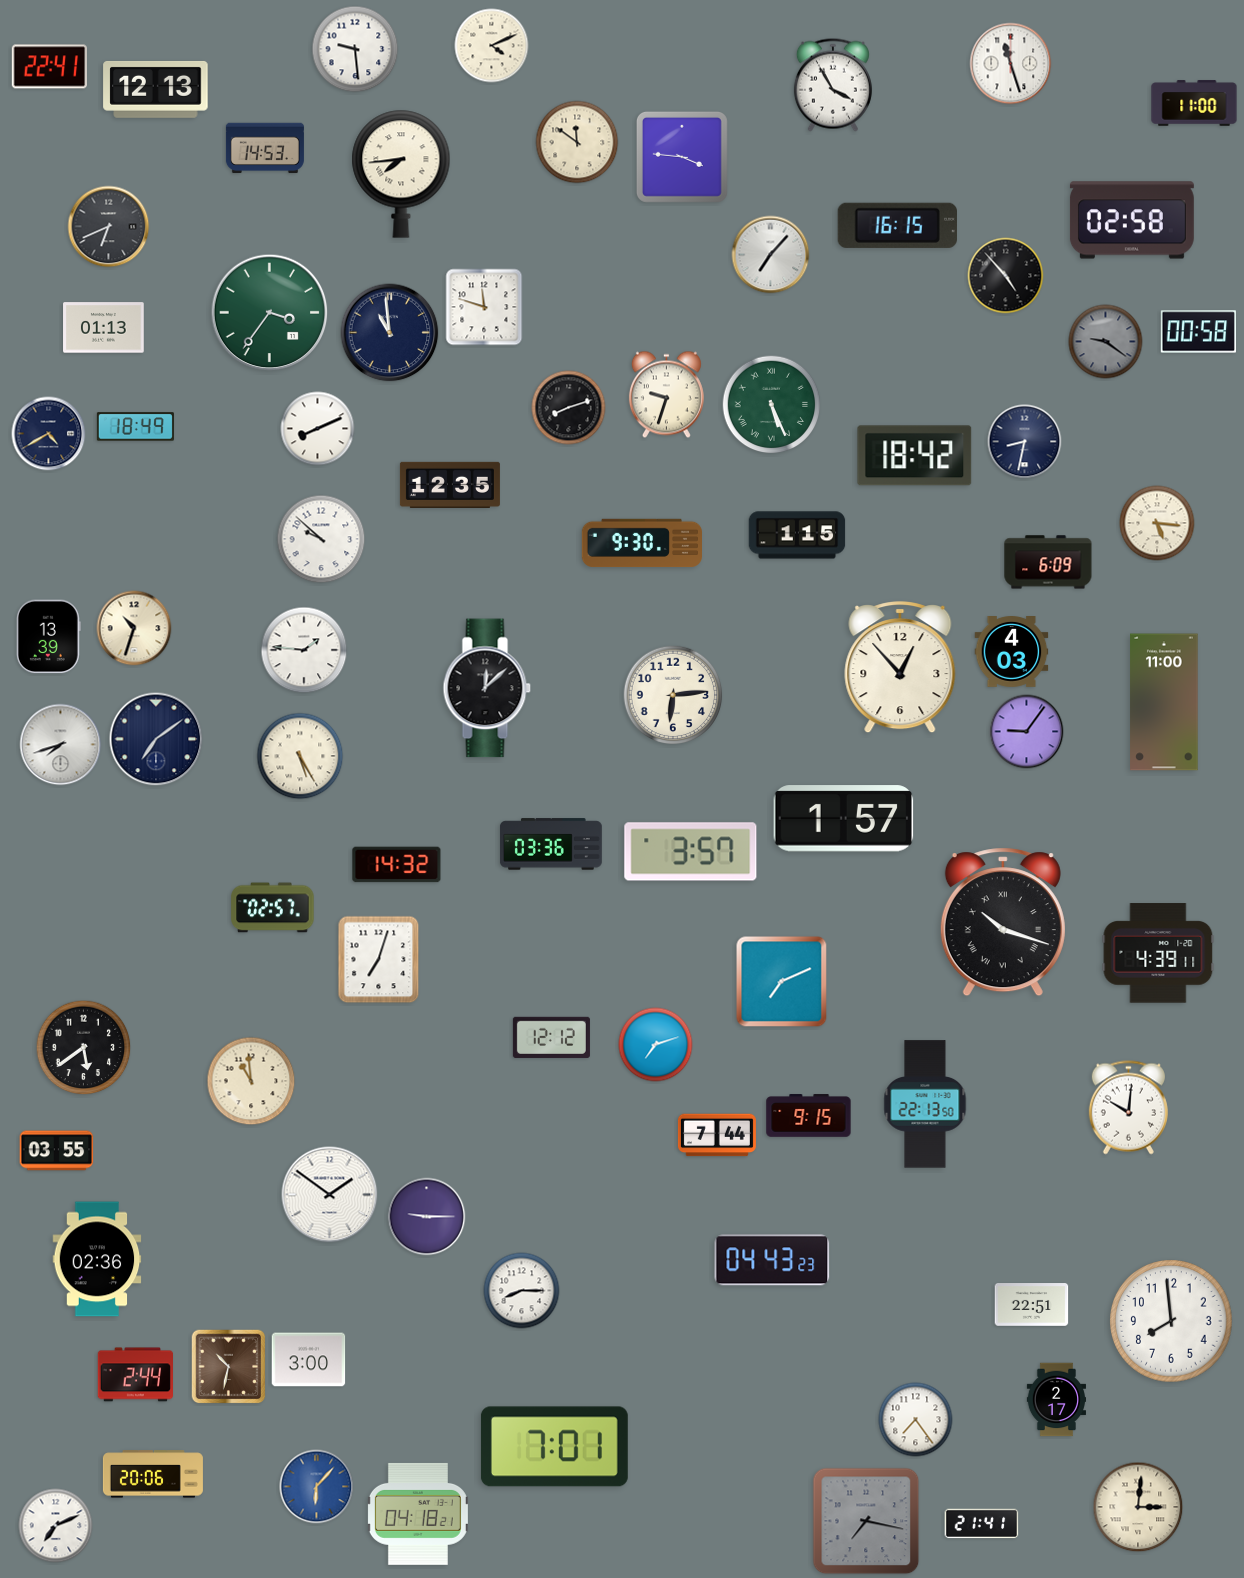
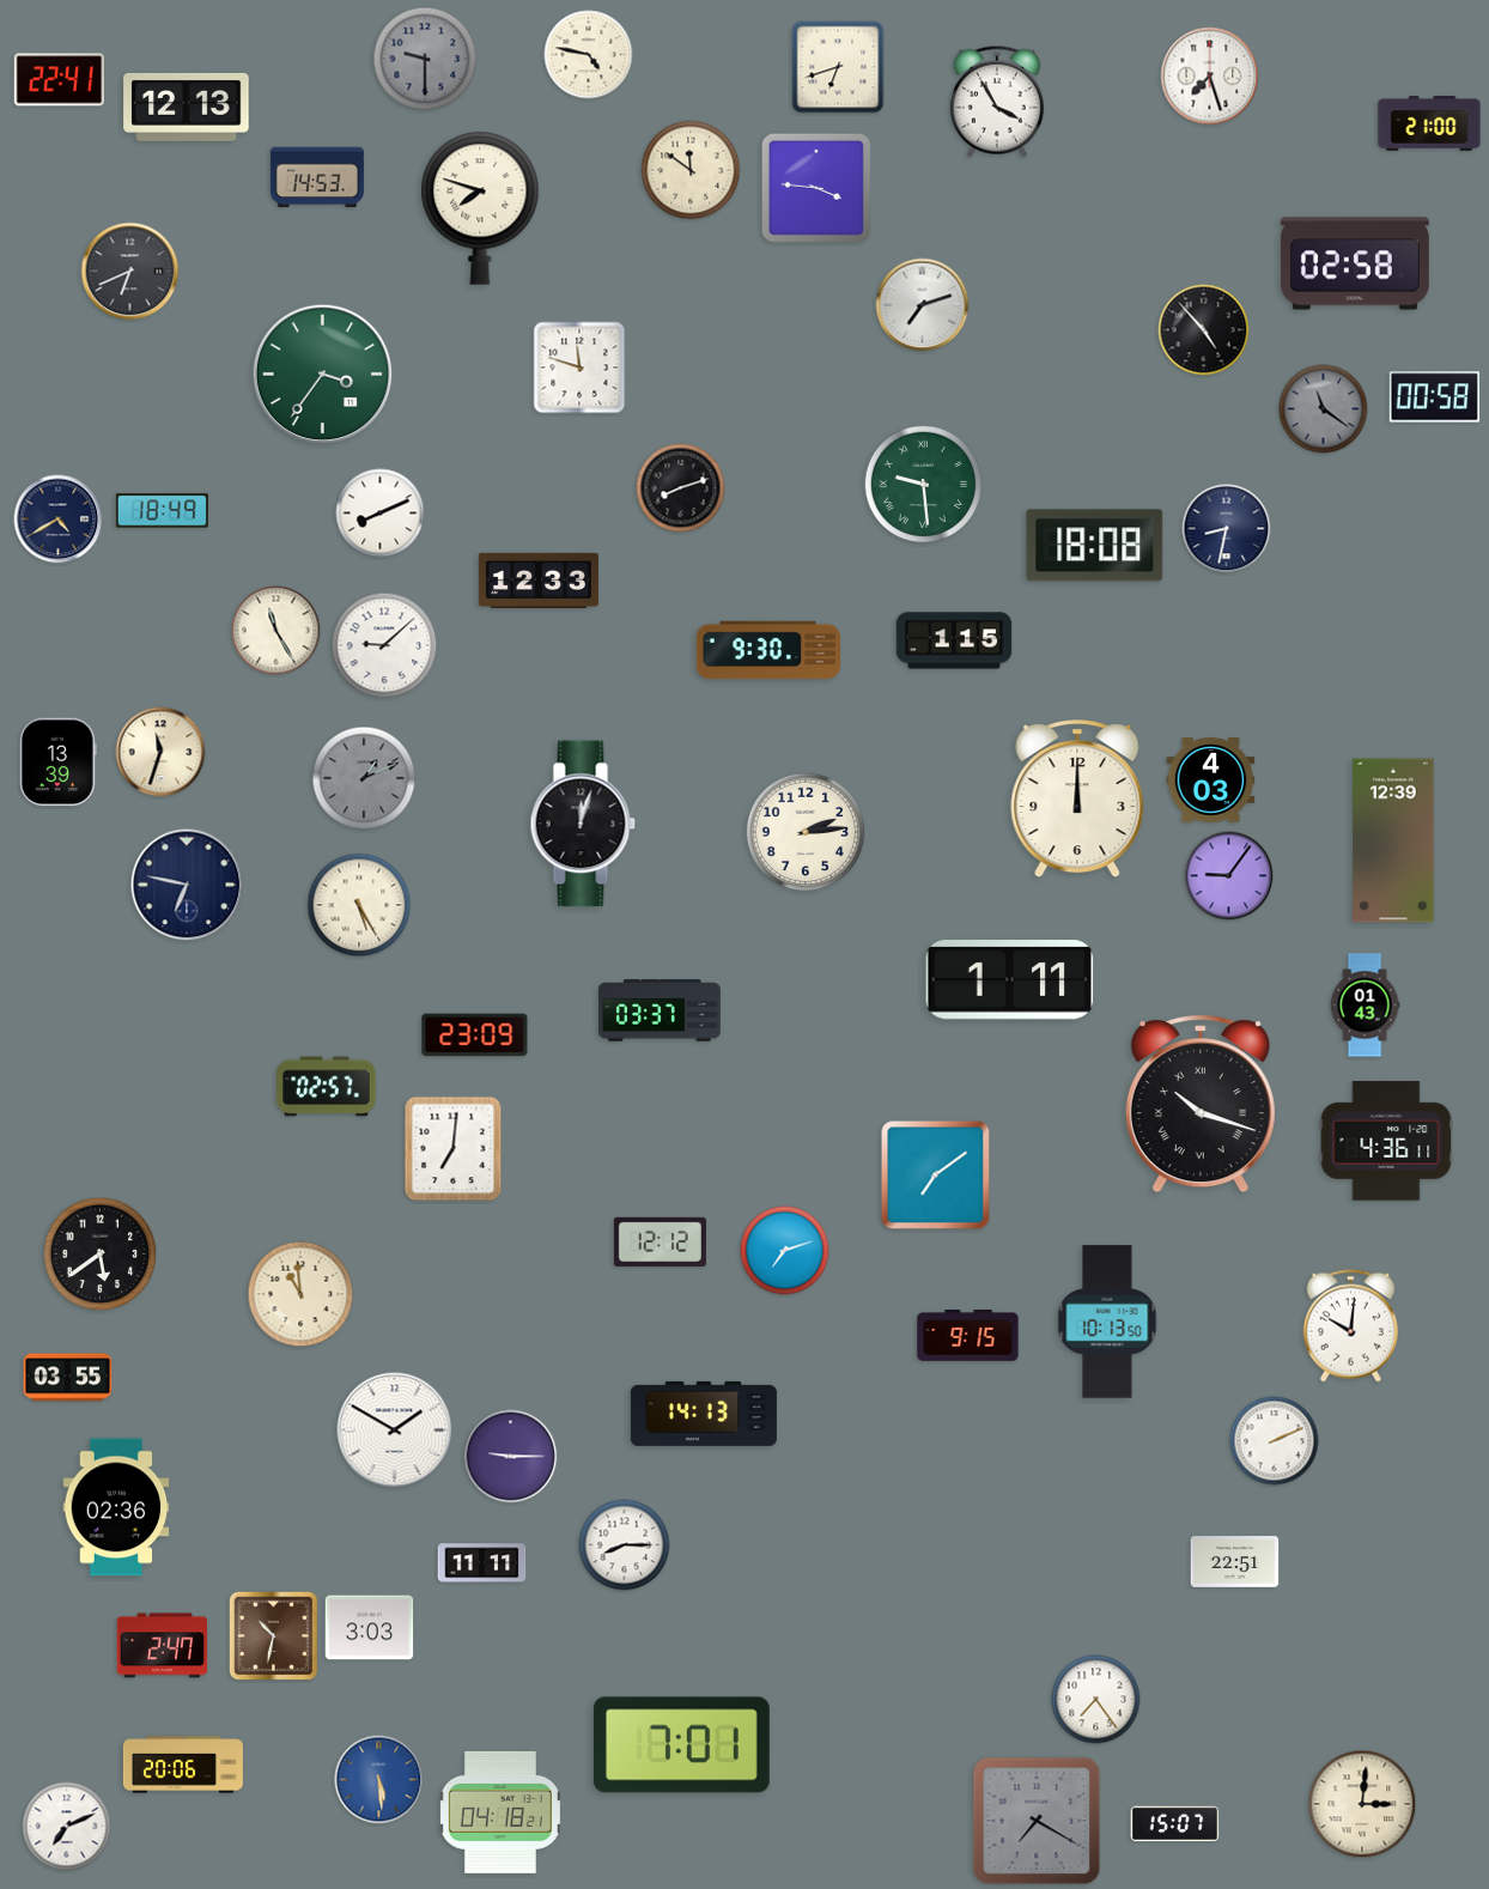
clock at (492, 46): 4:11 -> 4:47
clock at (355, 49): 9:29 -> 9:30
clock at (355, 49) dial: white -> grey
clock at (838, 67): none -> 6:42
clock at (1011, 64): 11:27 -> 7:27
clock at (1194, 103): 11:00 -> 21:00
clock at (401, 174): 7:44 -> 7:48
clock at (897, 225): 16:15 -> none
clock at (771, 255): 7:07 -> 7:12
clock at (104, 328): 01:13 -> none
clock at (390, 333): 10:59 -> none
clock at (1106, 342): 9:21 -> 11:21
clock at (666, 395): 9:33 -> none
clock at (772, 405): 5:26 -> 9:29
clock at (915, 456): 18:42 -> 18:08
clock at (450, 484): 12:35 -> 12:33
clock at (1157, 523): 5:16 -> none
clock at (276, 631): none -> 11:25
clock at (321, 539): 9:52 -> 9:08
clock at (1048, 562): 6:09 -> none
clock at (134, 628): 10:33 -> 11:33
clock at (304, 650): 1:46 -> 1:11
clock at (304, 650) dial: white -> grey
clock at (900, 668): 12:53 -> 12:00
clock at (487, 688): 12:08 -> 12:03
clock at (673, 695): 6:14 -> 2:14
clock at (1164, 702): 11:00 -> 12:39
clock at (156, 739): 7:09 -> 6:47
clock at (61, 745): 7:42 -> none
clock at (844, 819): 1:57 -> 1:11
clock at (1365, 1006): none -> 01:43
clock at (551, 844): 03:36 -> 03:37
clock at (691, 852): 3:57 -> none
clock at (397, 865): 14:32 -> 23:09
clock at (1158, 953): 4:39 -> 4:36
clock at (379, 960): 7:03 -> 7:01
clock at (782, 982): 7:11 -> 7:09
clock at (925, 1104): 22:13 -> 10:13
clock at (717, 1135): 7:44 -> none
clock at (704, 1414): none -> 14:13
clock at (330, 1195): 1:51 -> 1:50
clock at (1275, 1441): none -> 2:11
clock at (772, 1260): 04:43 -> none
clock at (482, 1563): none -> 11:11
clock at (1171, 1321): 7:59 -> none
clock at (309, 1360): 3:00 -> 3:03
clock at (135, 1375): 2:44 -> 2:47
clock at (1056, 1400): 2:17 -> none
clock at (554, 1447) position: (554, 1447) -> (681, 1745)
clock at (317, 1487): 6:07 -> 5:29
clock at (866, 1521): 7:17 -> 7:20
clock at (982, 1524): 21:41 -> 15:07
